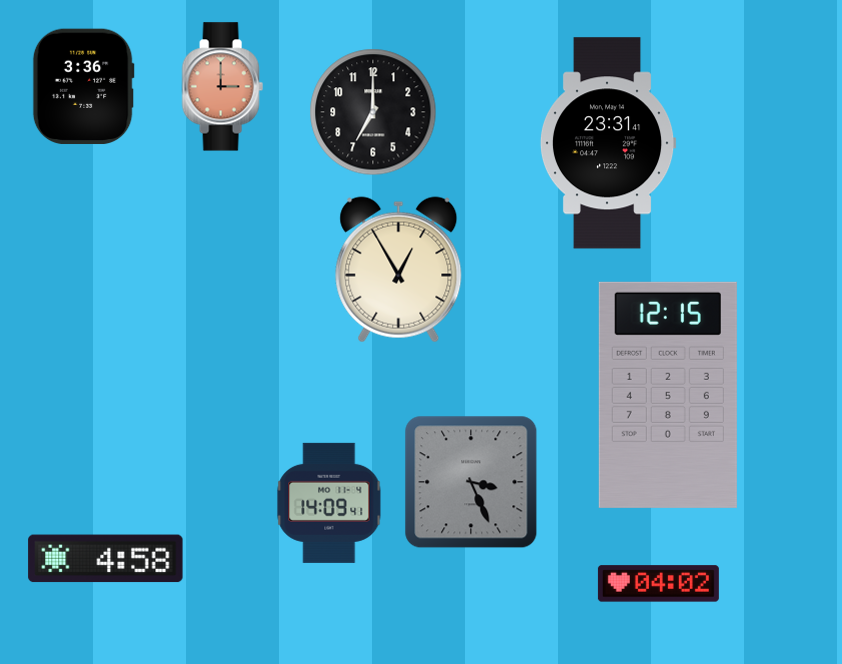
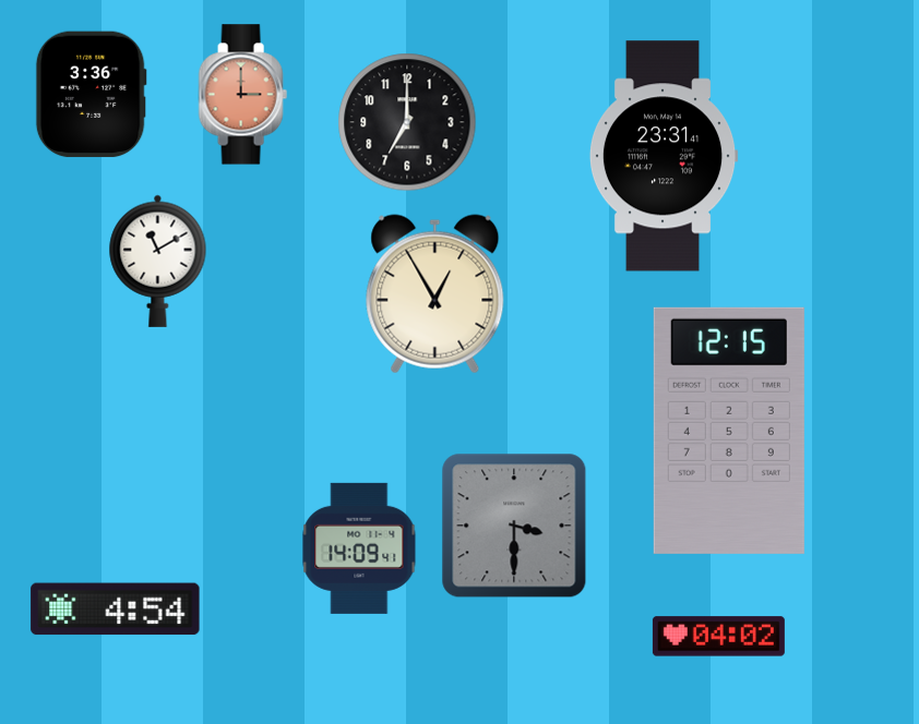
clock at (158, 261): none -> 11:10
clock at (471, 482): 3:26 -> 3:30
clock at (106, 559): 4:58 -> 4:54
